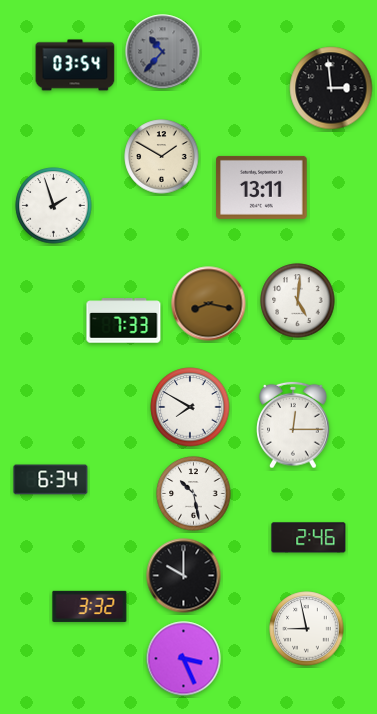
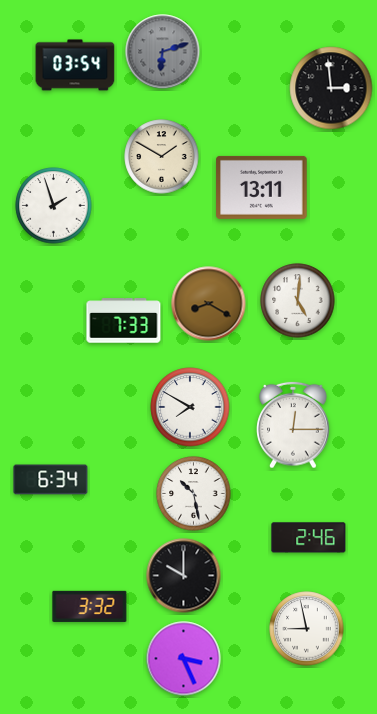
clock at (163, 52): 10:37 -> 6:12
clock at (209, 304): 8:17 -> 8:20
